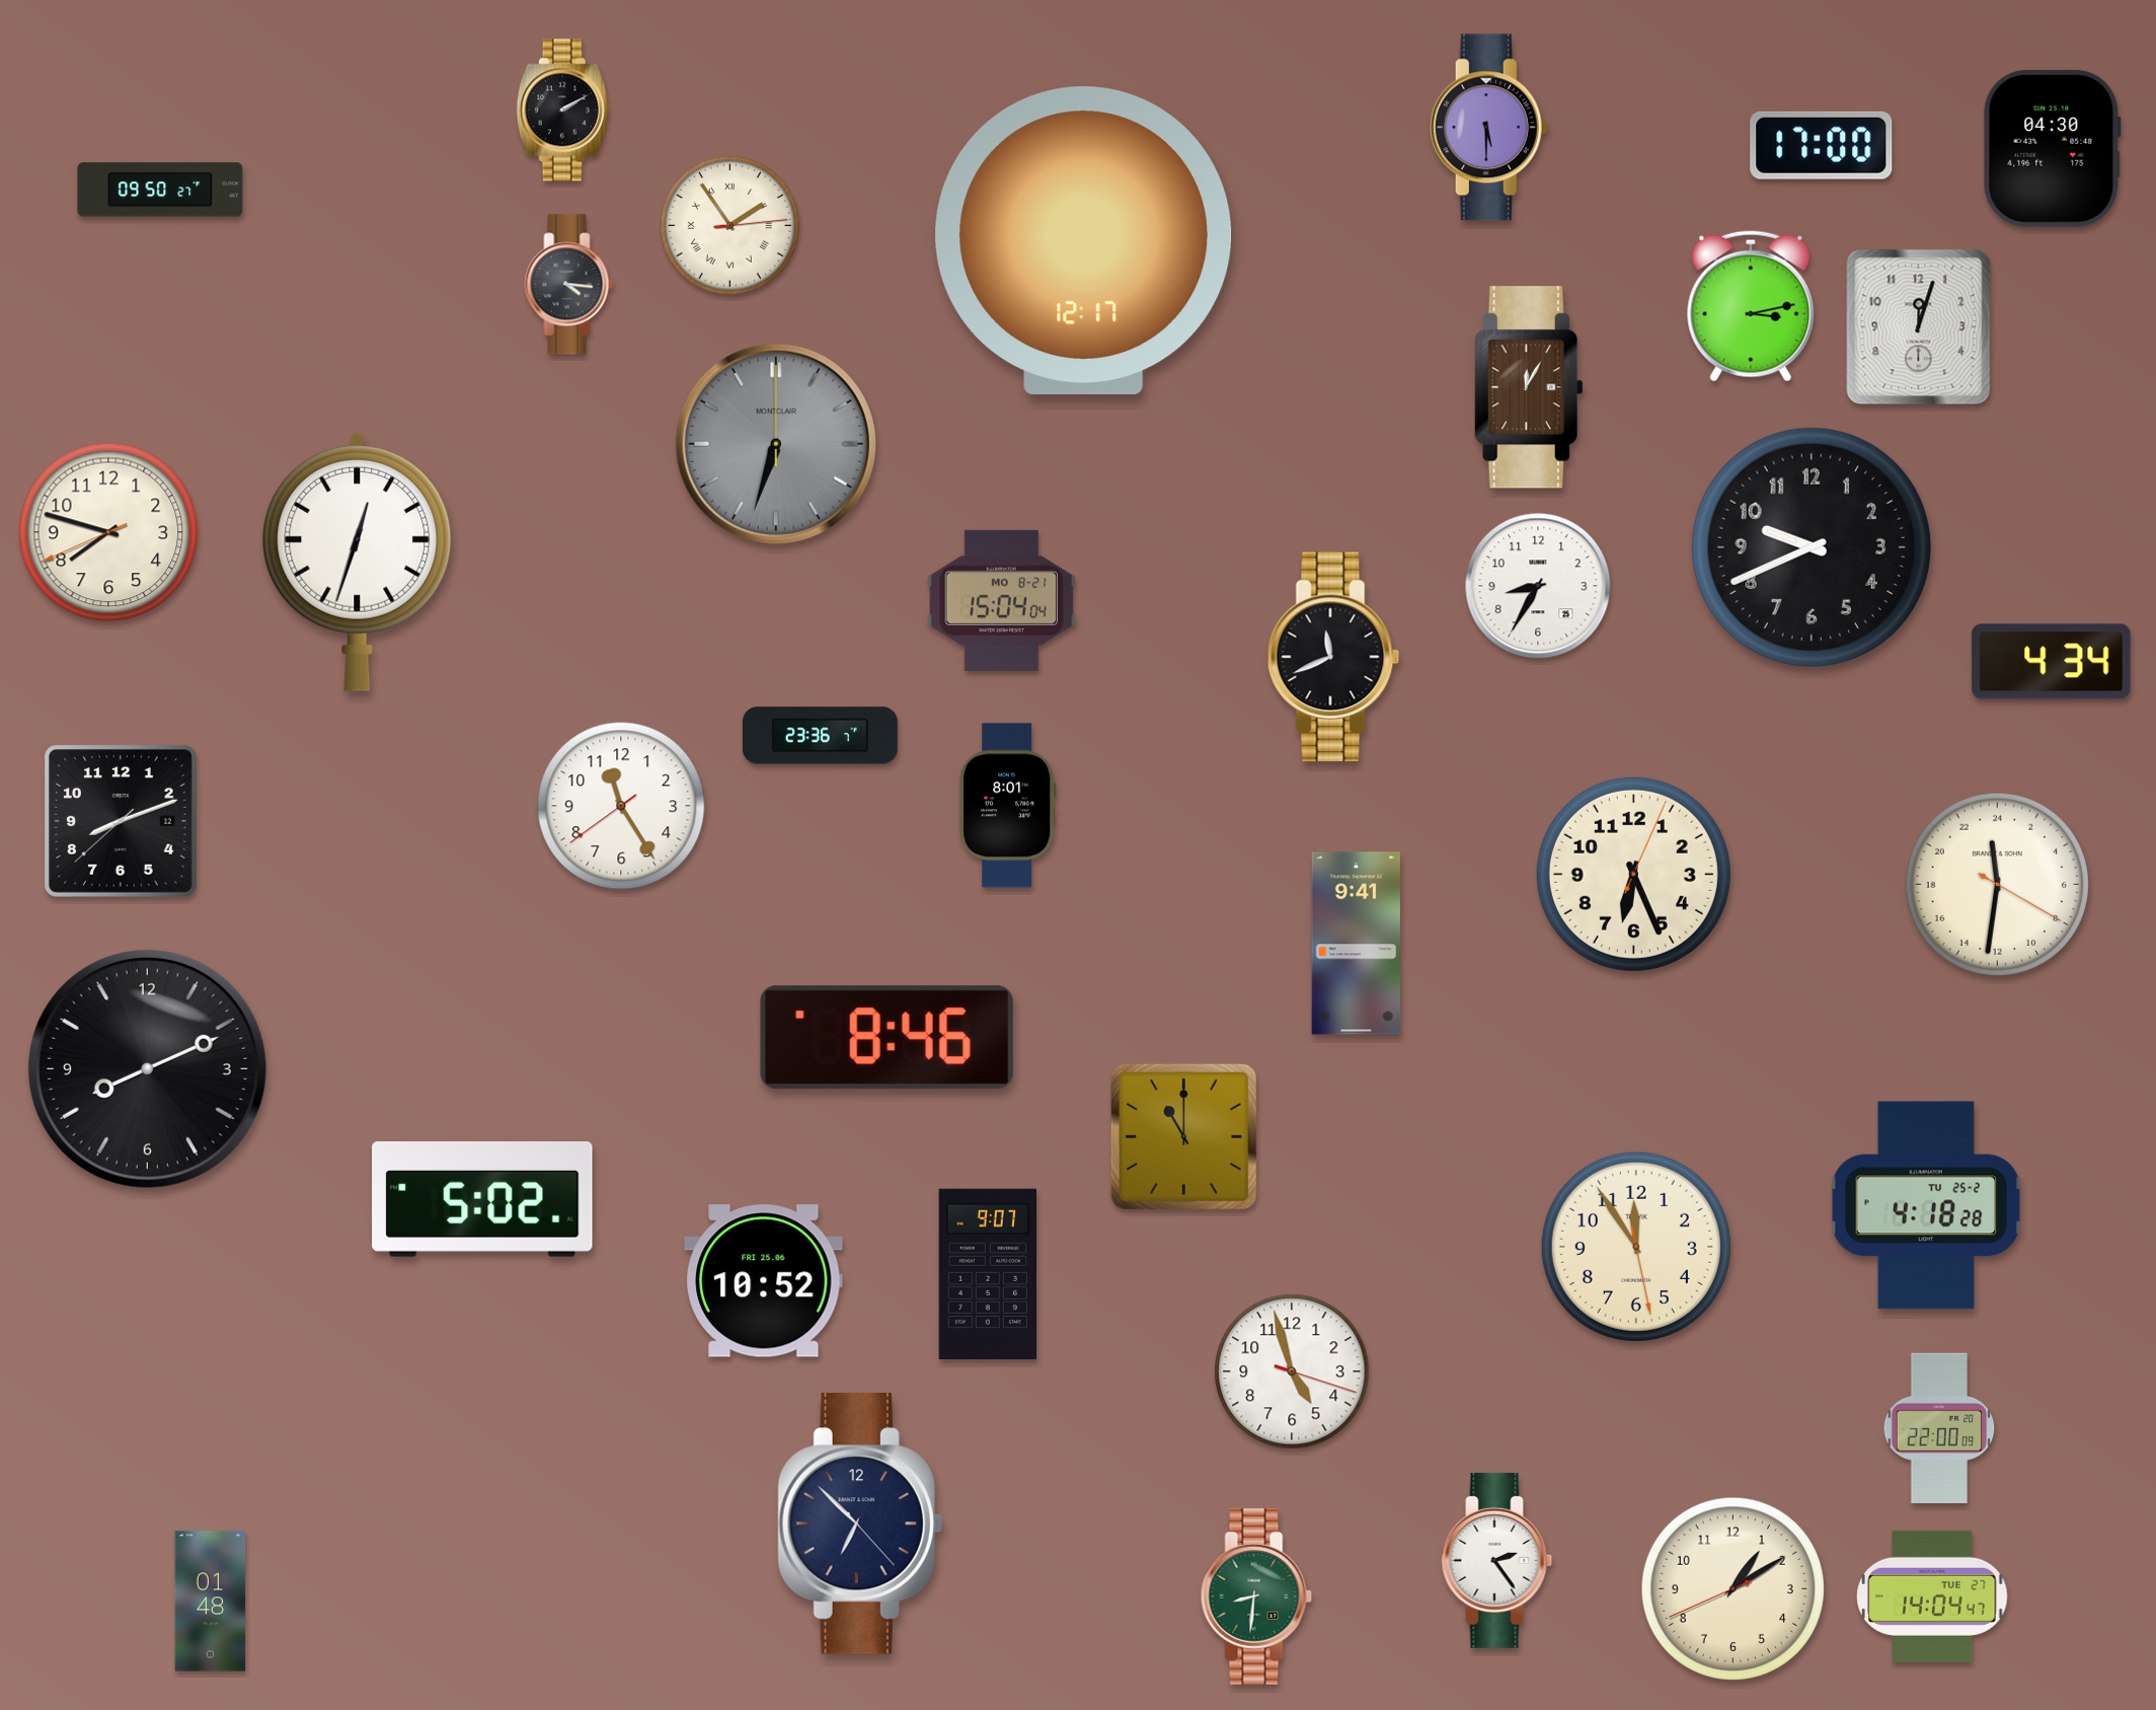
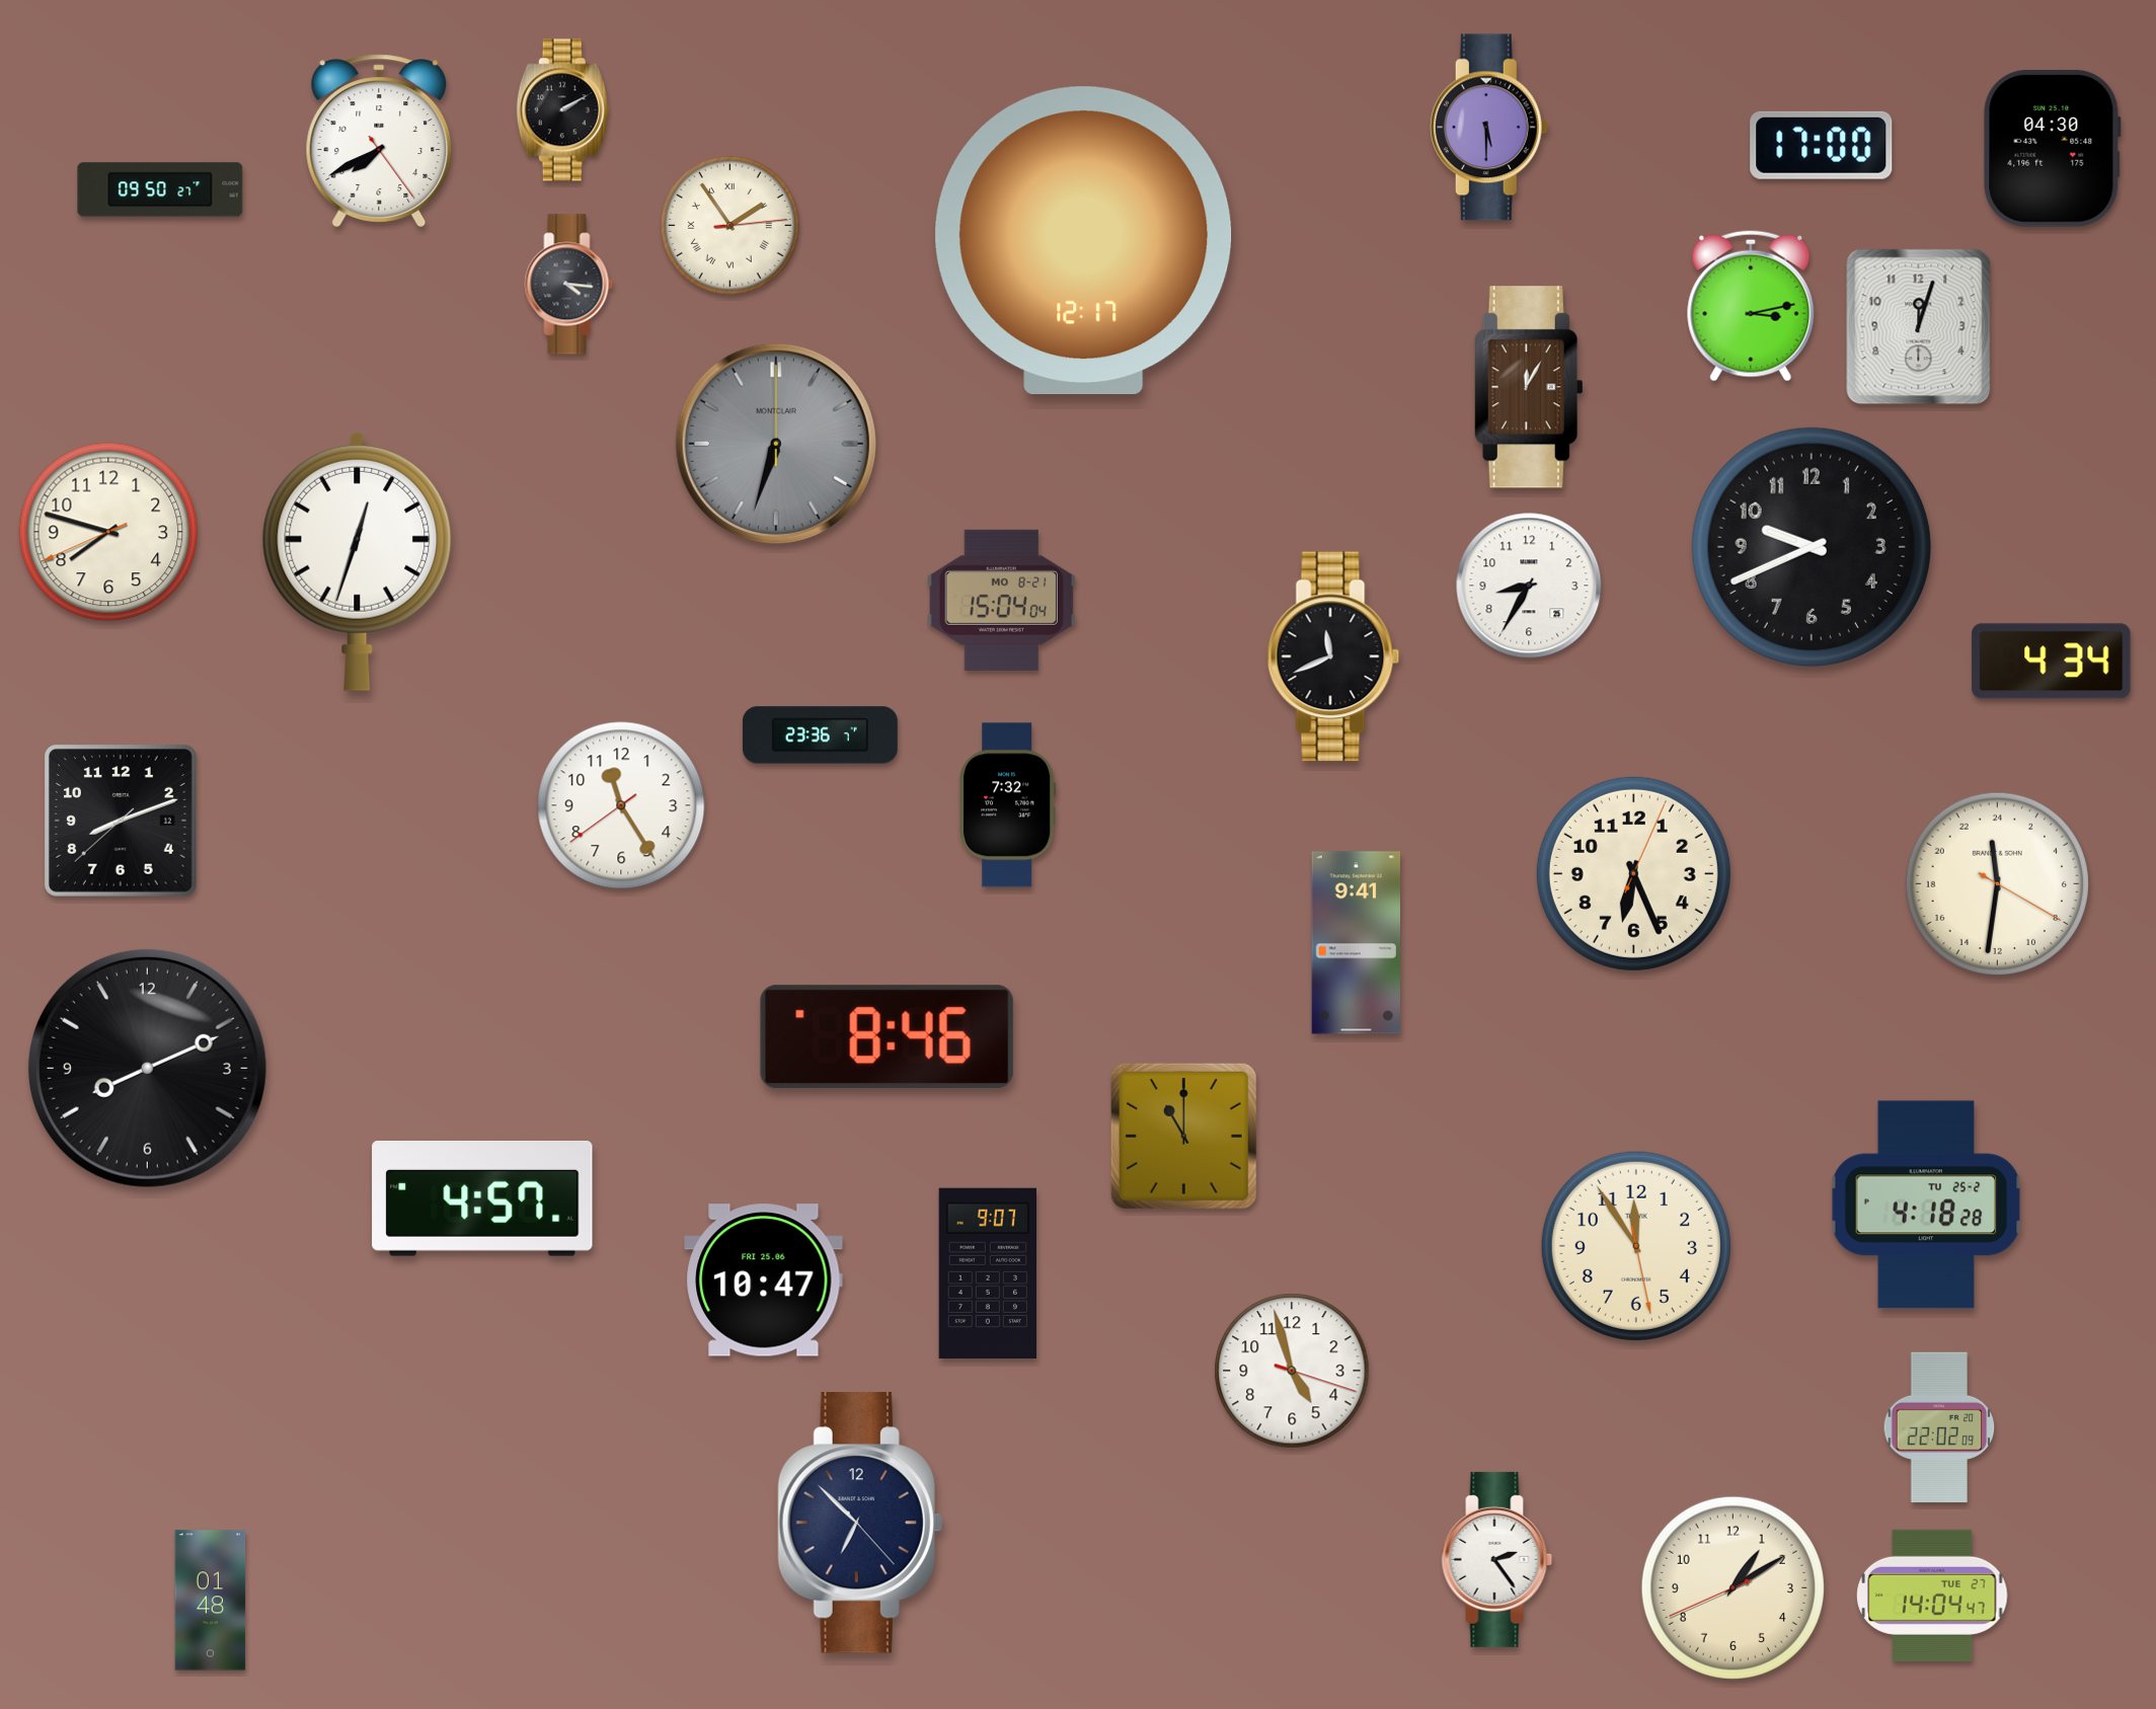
clock at (379, 141): none -> 7:40
clock at (1538, 586) position: (1538, 586) -> (1529, 586)
clock at (1007, 806): 8:01 -> 7:32
clock at (482, 1200): 5:02 -> 4:57
clock at (764, 1281): 10:52 -> 10:47
clock at (1939, 1428): 22:00 -> 22:02
clock at (1256, 1596): 8:31 -> none
